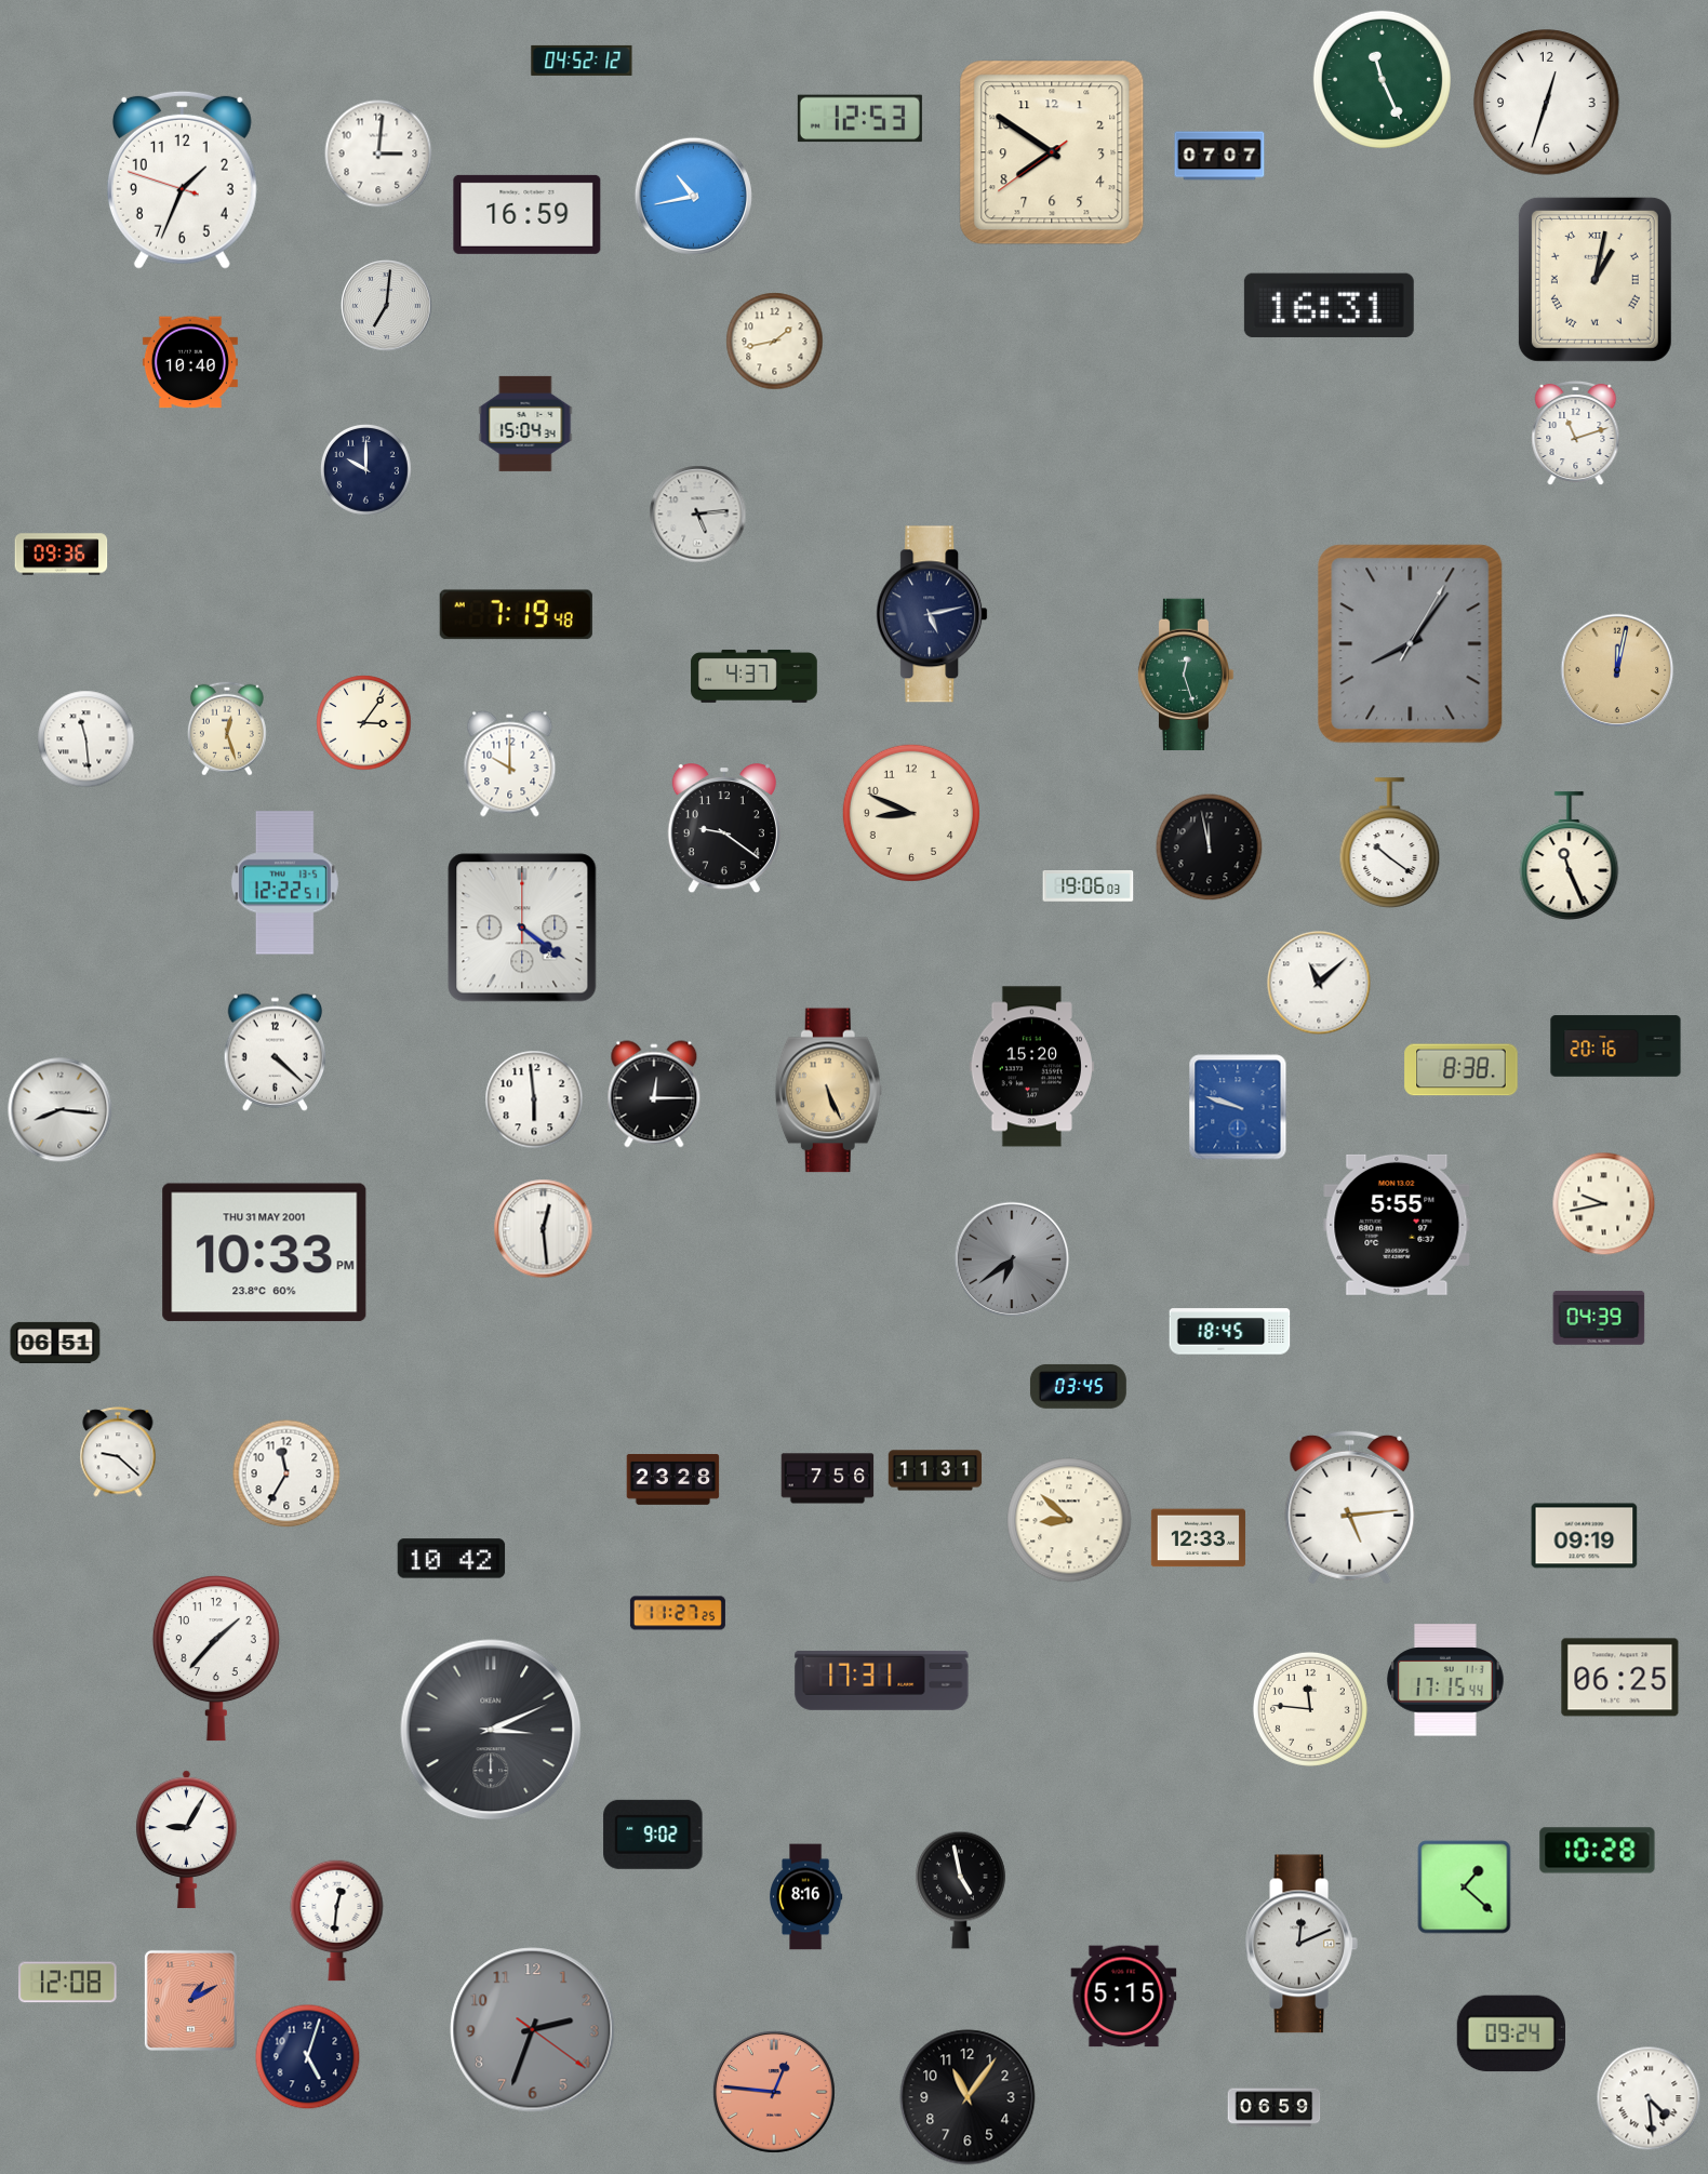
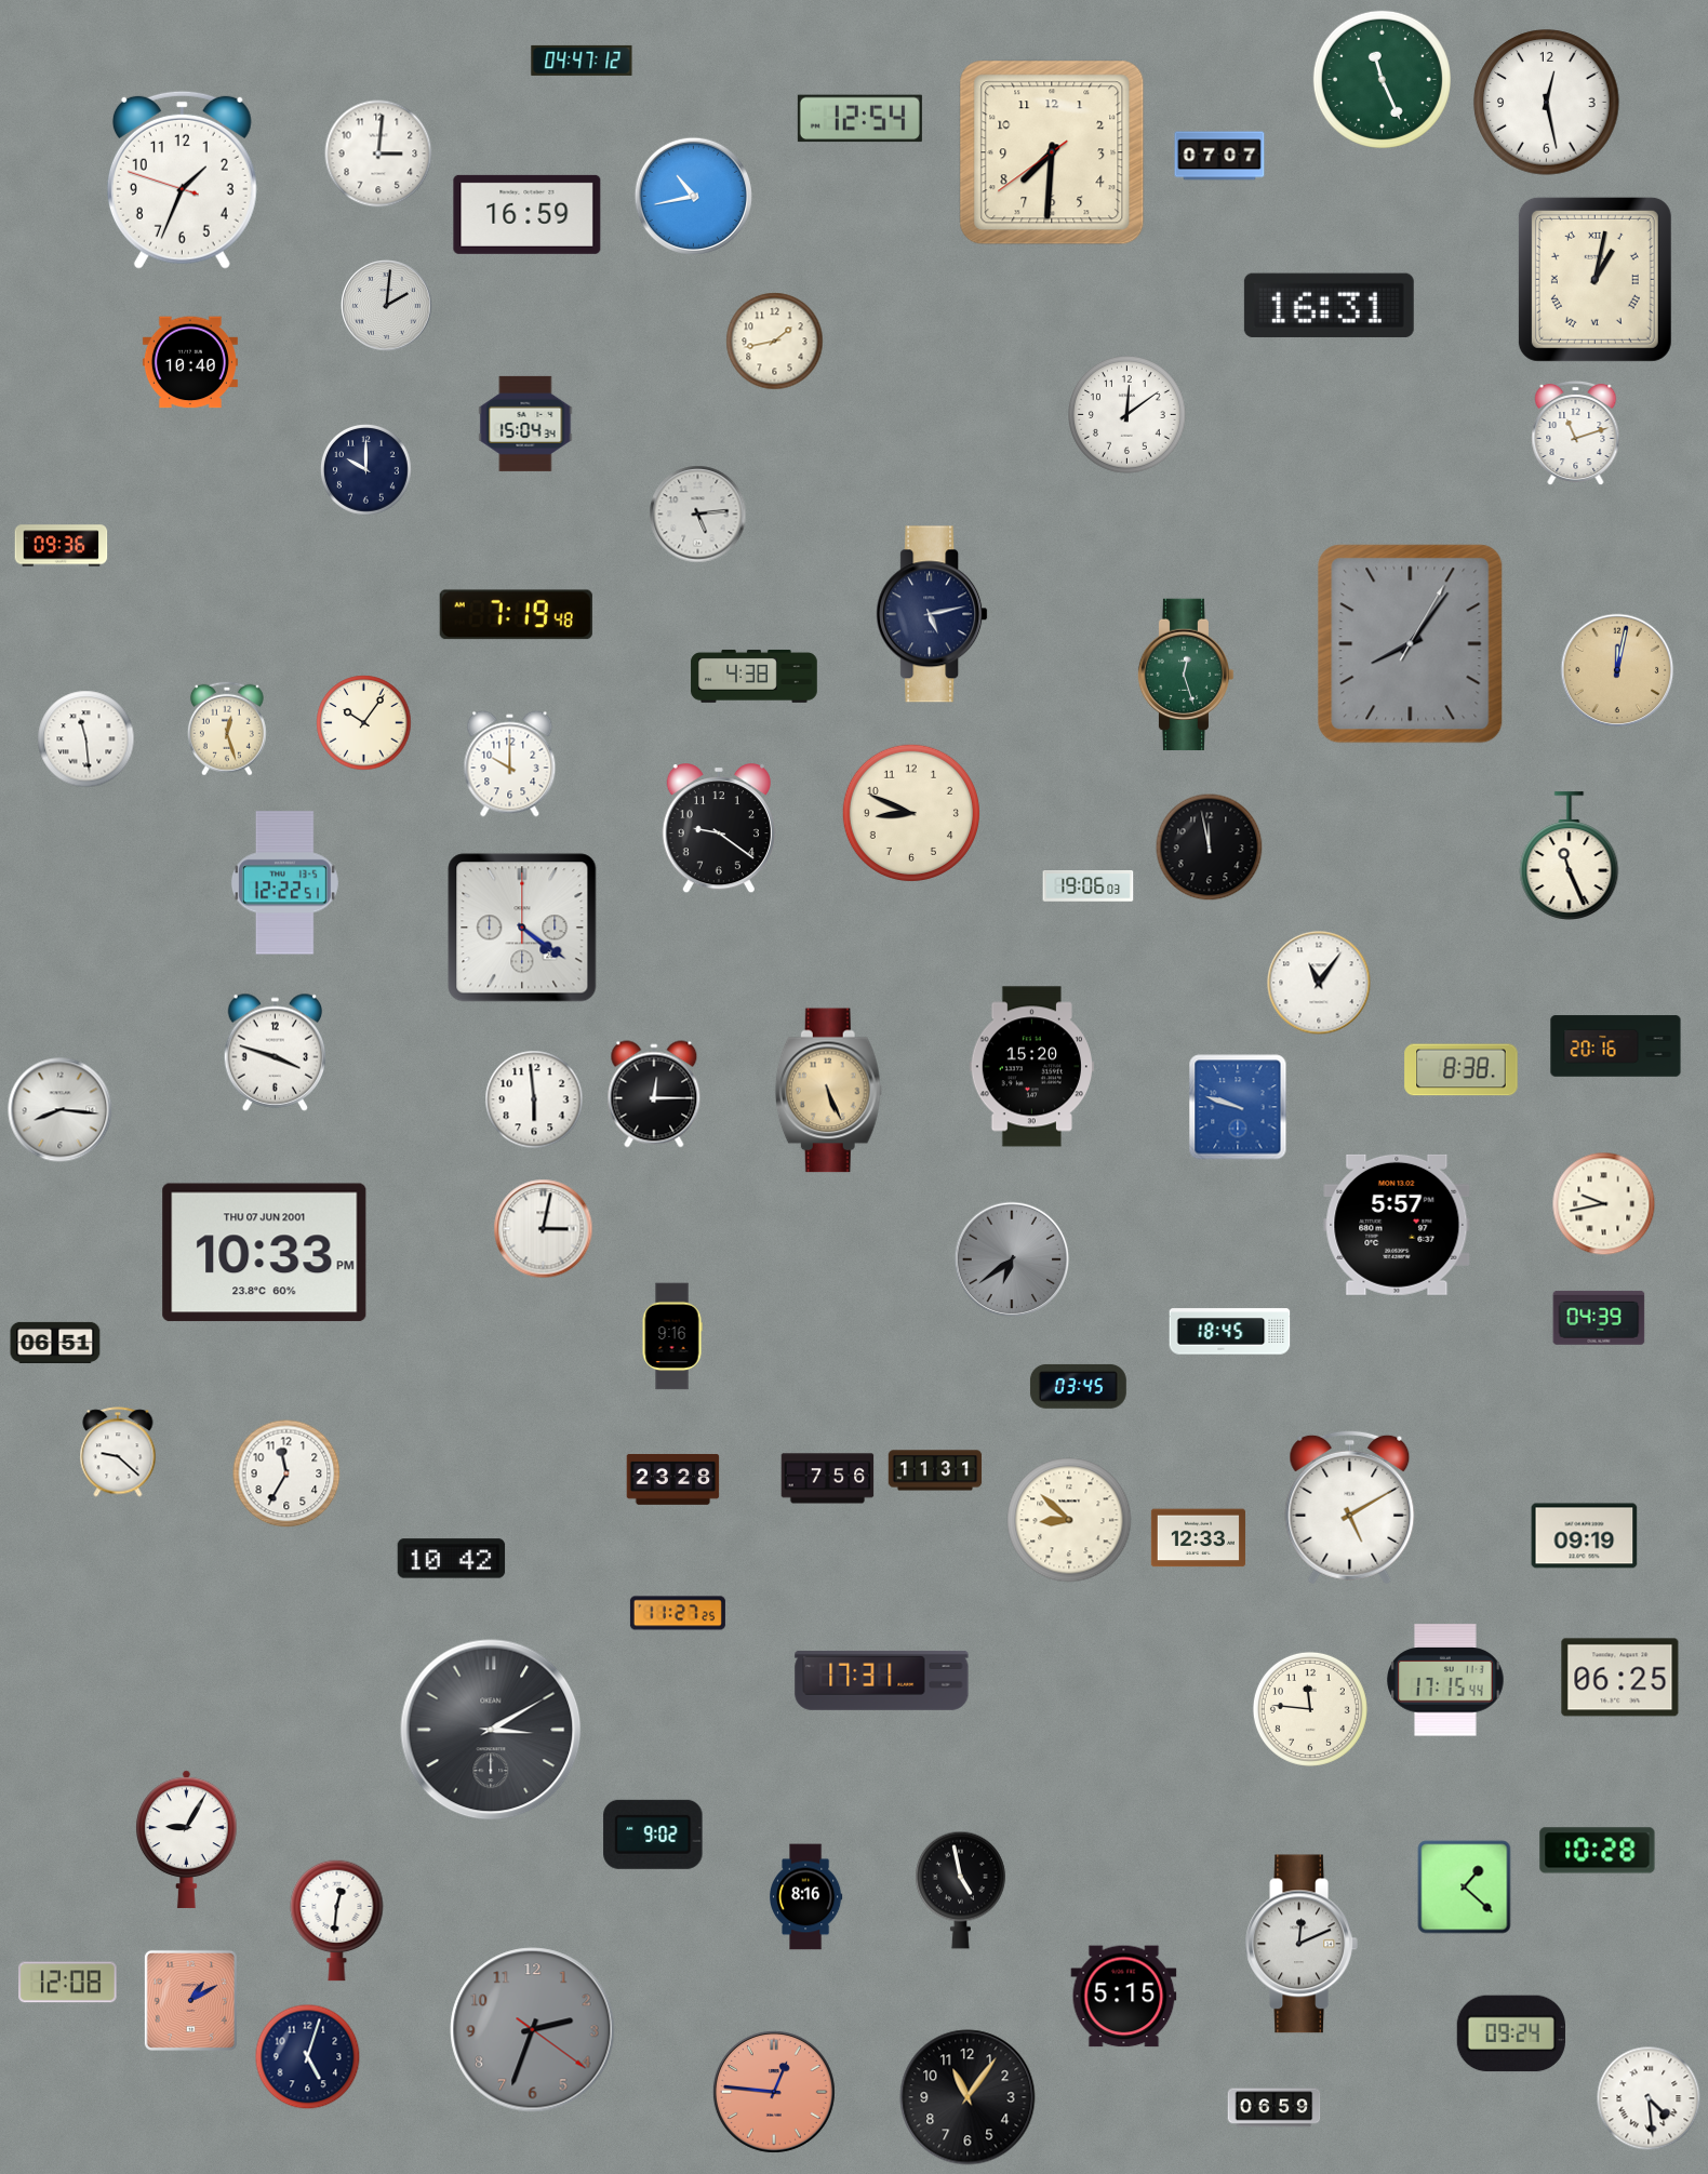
clock at (582, 61): 04:52 -> 04:47
clock at (1547, 103): 12:33 -> 12:28
clock at (859, 119): 12:53 -> 12:54
clock at (1052, 152): 7:50 -> 7:30
clock at (387, 306): 7:01 -> 2:01
clock at (1127, 415): none -> 12:09
clock at (62, 555) position: (62, 555) -> (62, 546)
clock at (755, 676): 4:37 -> 4:38
clock at (364, 723): 3:06 -> 10:06
clock at (724, 829) position: (724, 829) -> (719, 829)
clock at (1390, 842): 10:21 -> none
clock at (1319, 983): 11:08 -> 11:06
clock at (276, 1052): 4:22 -> 3:48
clock at (1397, 1225): 5:55 -> 5:57
clock at (544, 1229): 12:29 -> 3:02
clock at (265, 1253) date: THU 31 MAY 2001 -> THU 07 JUN 2001
clock at (672, 1336): none -> 9:16
clock at (1350, 1507): 5:14 -> 5:10
clock at (216, 1658): 1:37 -> none
clock at (491, 1730): 3:11 -> 3:10
